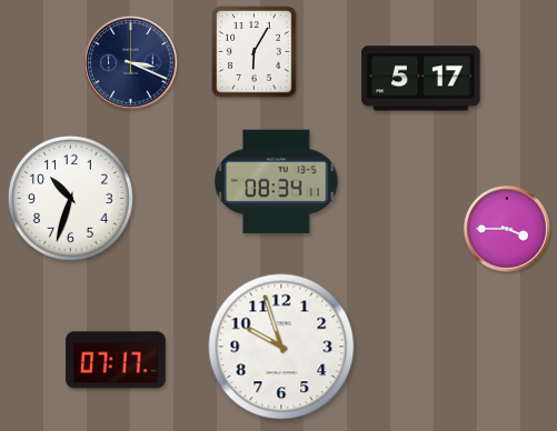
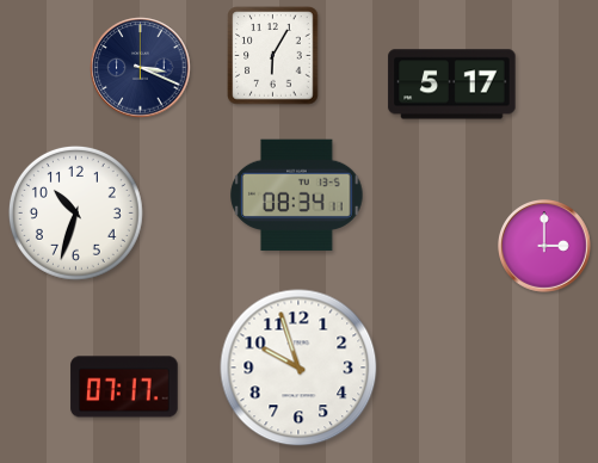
clock at (508, 230): 3:45 -> 3:00
clock at (281, 347) position: (281, 347) -> (298, 368)
